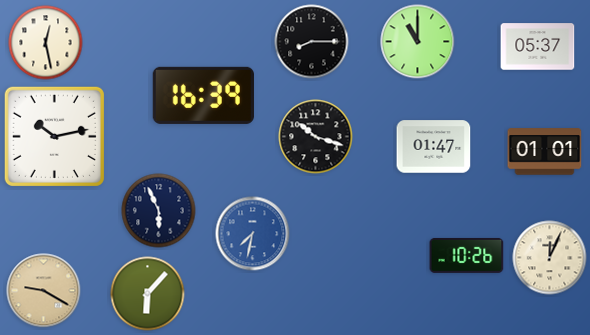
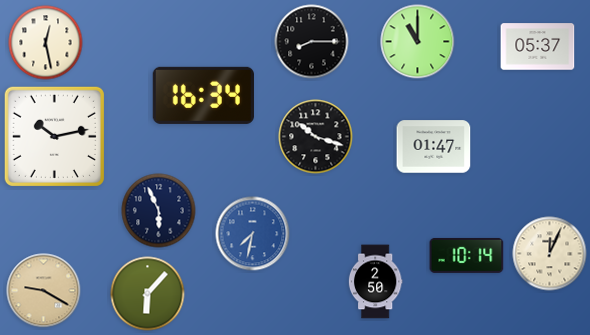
clock at (203, 95): 16:39 -> 16:34
clock at (545, 152): 01:01 -> none
clock at (467, 255): 10:26 -> 10:14
clock at (550, 258) position: (550, 258) -> (550, 254)
clock at (375, 282): none -> 2:50
